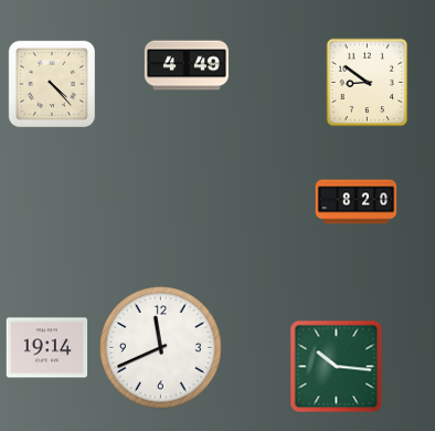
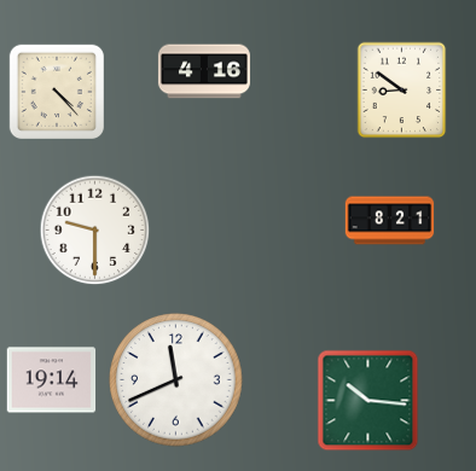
clock at (187, 65): 4:49 -> 4:16
clock at (357, 202): 8:20 -> 8:21
clock at (95, 231): none -> 9:30
